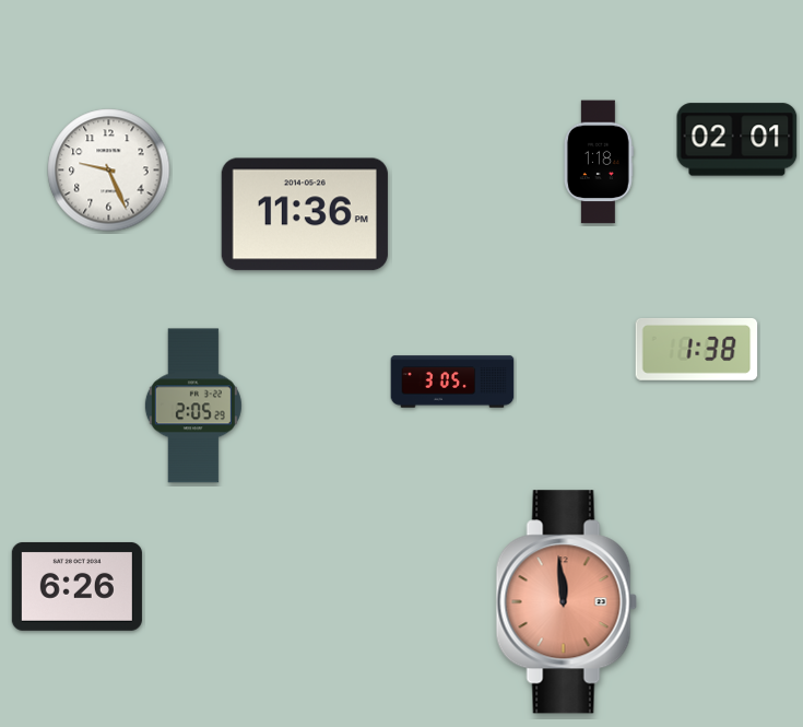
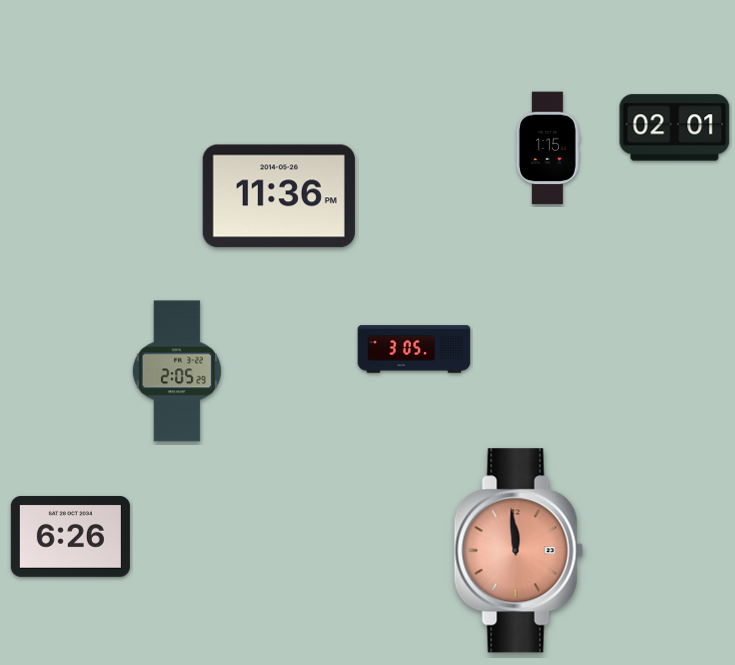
clock at (599, 162): 1:18 -> 1:15
clock at (109, 171): 9:26 -> none
clock at (697, 349): 1:38 -> none
